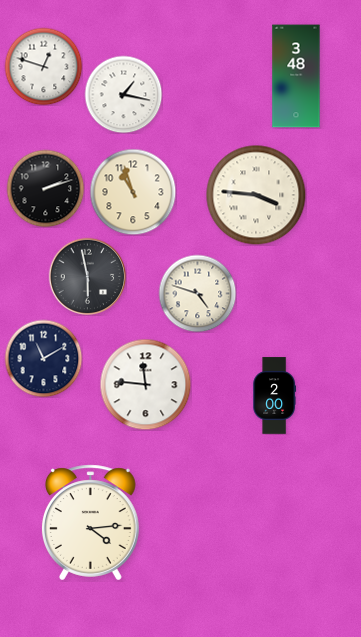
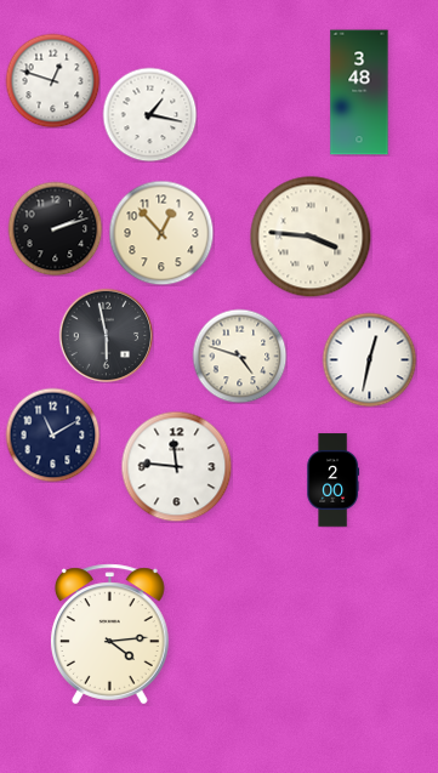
clock at (133, 192): 10:57 -> 12:53
clock at (369, 359): none -> 12:32
